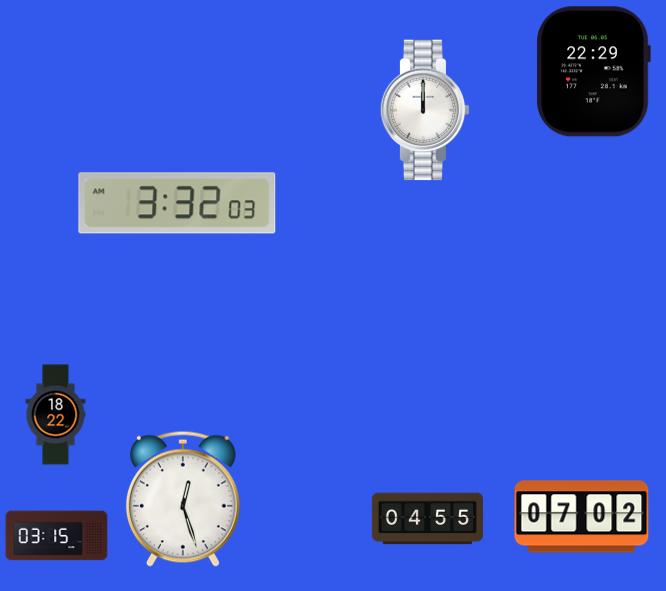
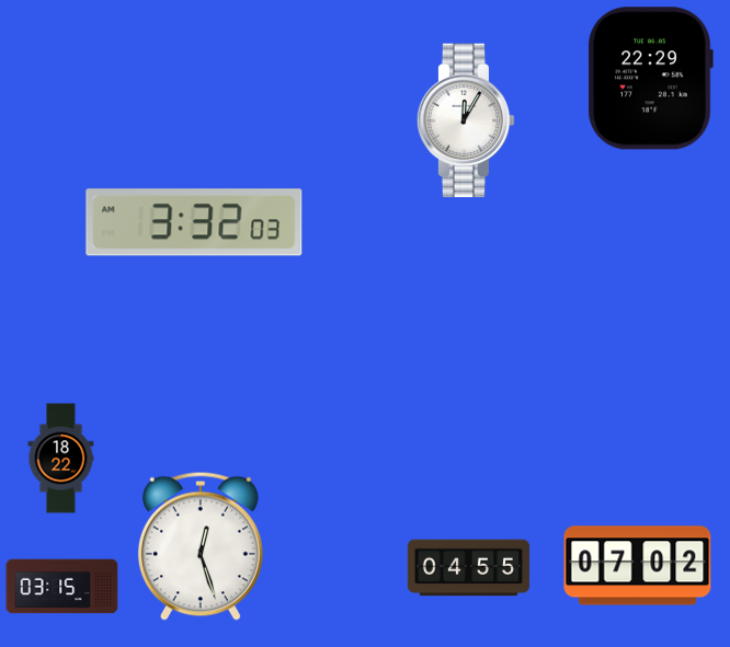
clock at (425, 110): 12:00 -> 12:05
clock at (56, 415) position: (56, 415) -> (61, 459)
